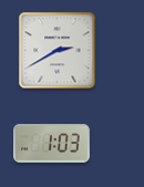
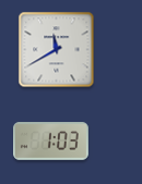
clock at (58, 51): 2:40 -> 11:40
